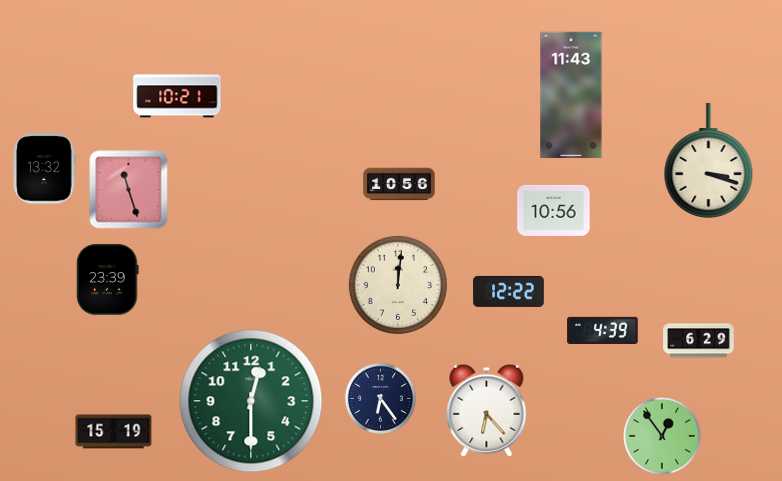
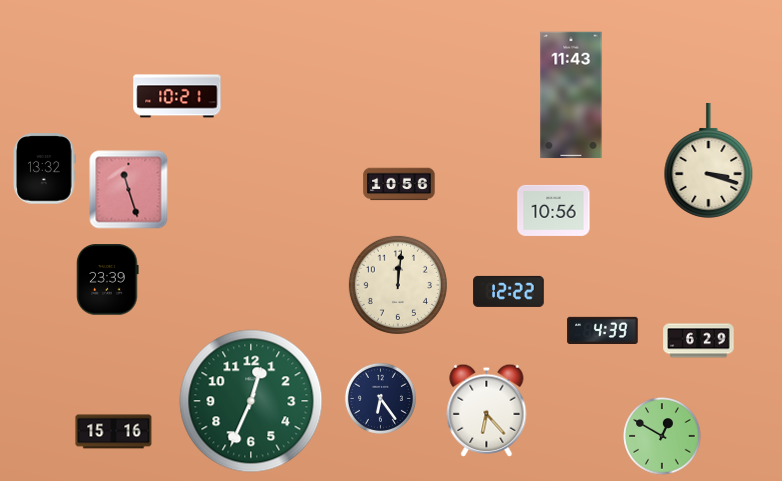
clock at (251, 401): 12:30 -> 12:34
clock at (114, 432): 15:19 -> 15:16
clock at (662, 436): 12:54 -> 12:50
